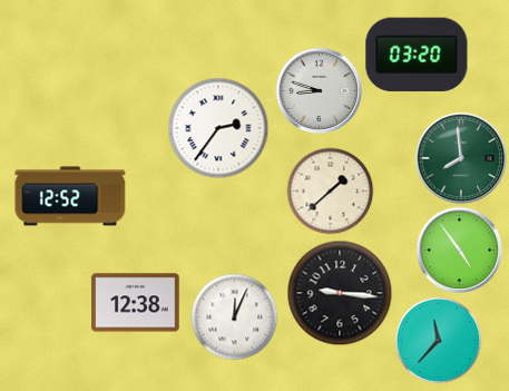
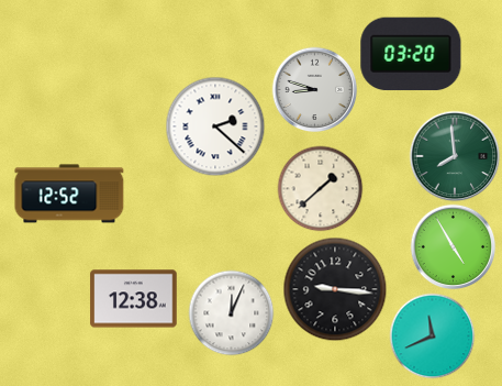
clock at (218, 128): 2:36 -> 2:22
clock at (330, 190) position: (330, 190) -> (320, 188)
clock at (459, 250): 4:54 -> 4:55
clock at (438, 340): 11:37 -> 11:41
